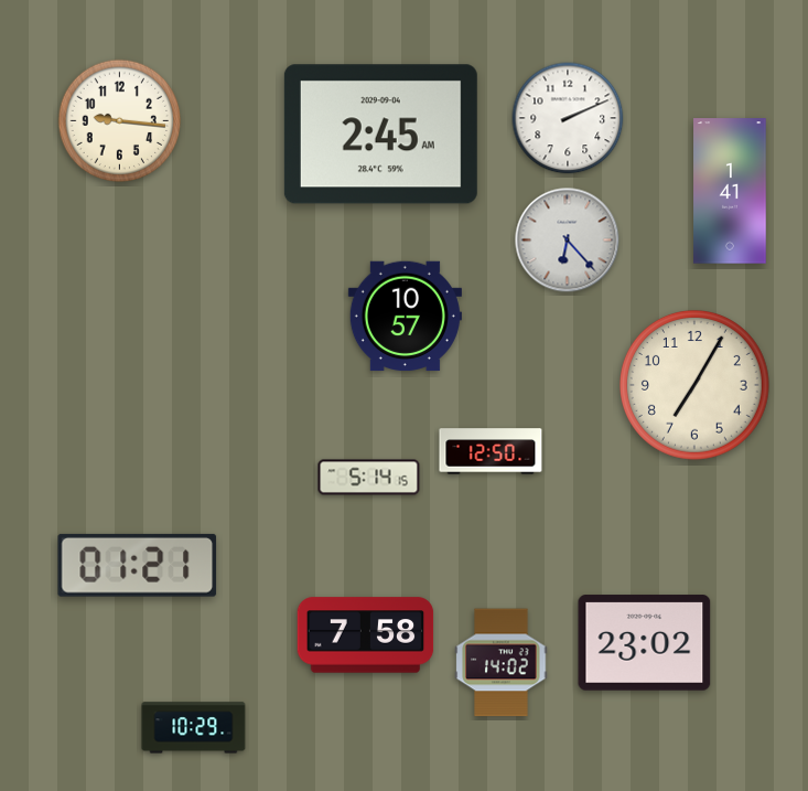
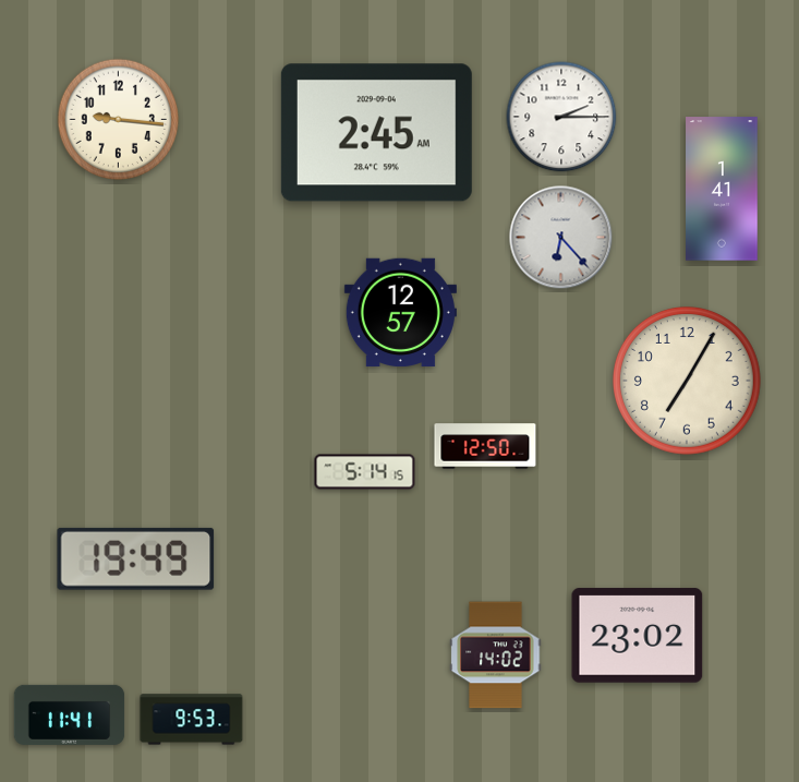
clock at (568, 118): 2:11 -> 2:15
clock at (405, 317): 10:57 -> 12:57
clock at (138, 565): 01:21 -> 19:49
clock at (366, 635): 7:58 -> none
clock at (70, 714): none -> 11:41
clock at (194, 728): 10:29 -> 9:53
